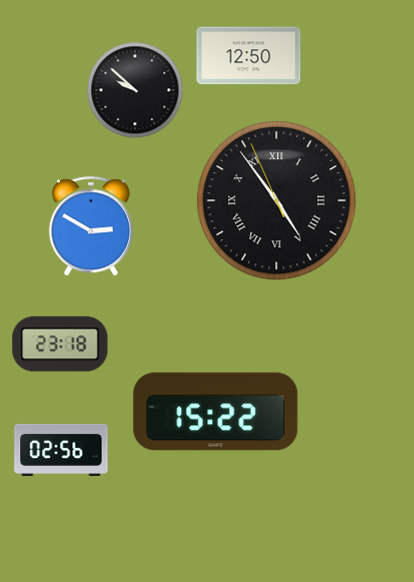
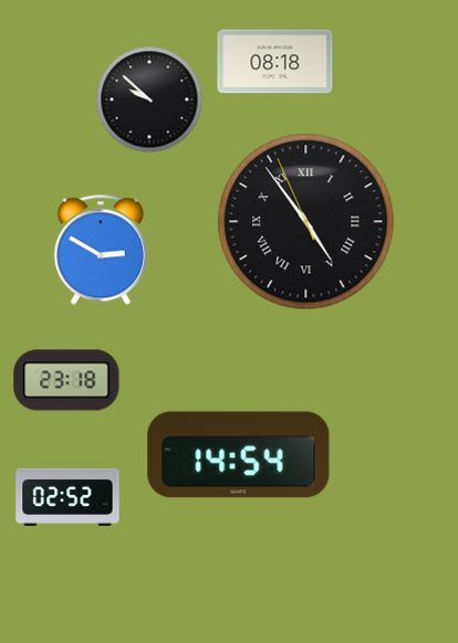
clock at (249, 56): 12:50 -> 08:18
clock at (216, 412): 15:22 -> 14:54
clock at (61, 450): 02:56 -> 02:52
